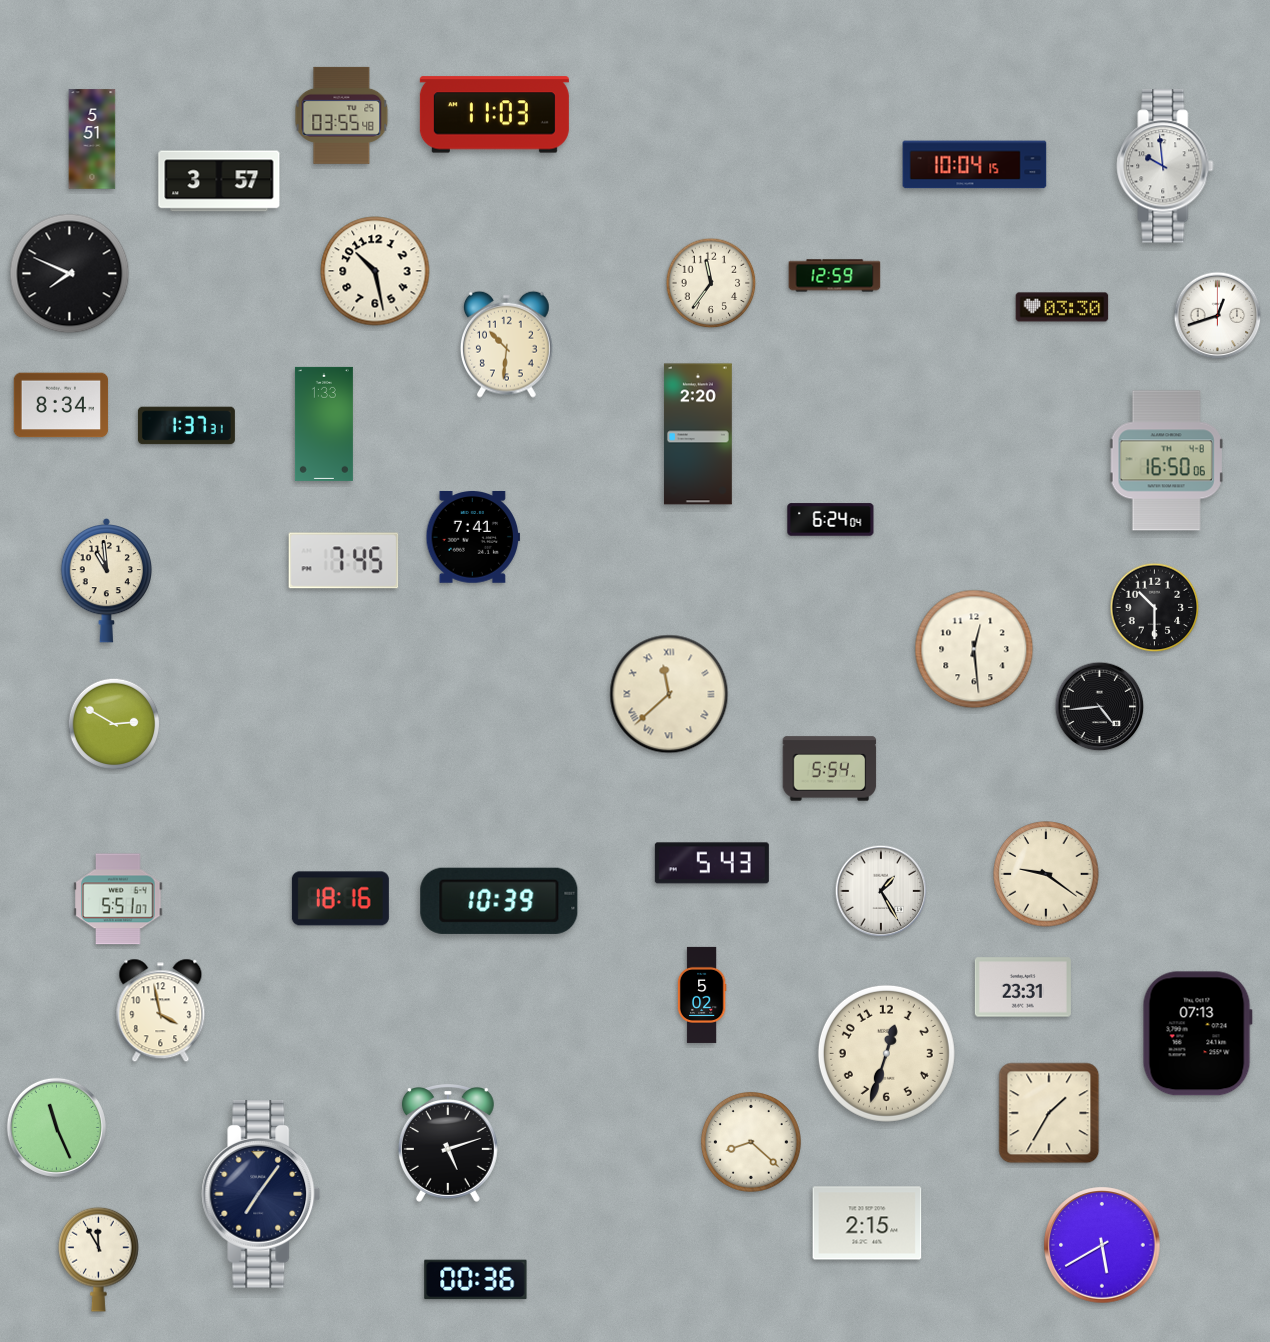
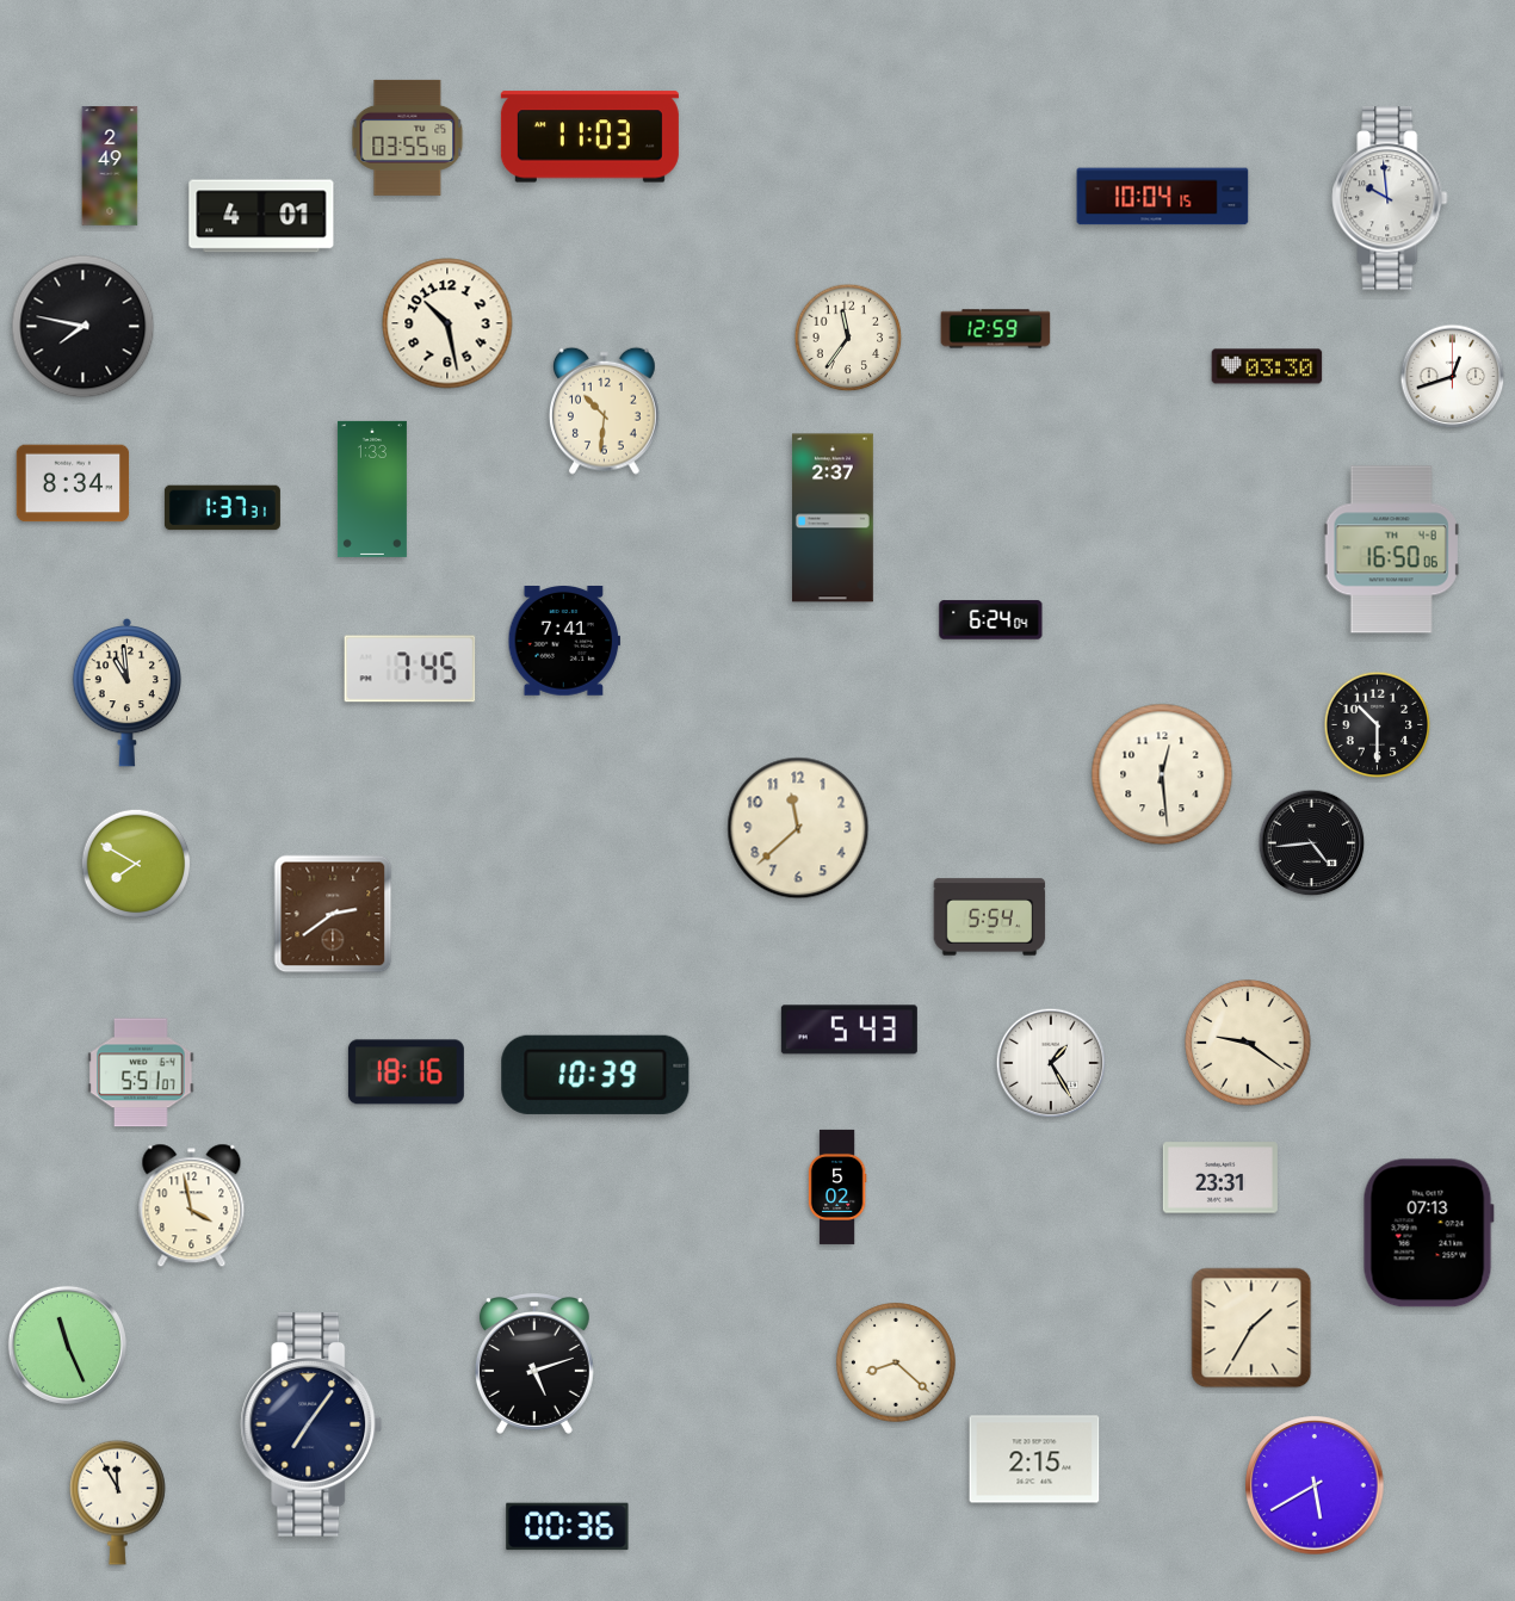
clock at (92, 139): 5:51 -> 2:49
clock at (219, 181): 3:57 -> 4:01
clock at (70, 274): 7:49 -> 7:47
clock at (324, 424) position: (324, 424) -> (372, 489)
clock at (698, 434): 2:20 -> 2:37
clock at (669, 694) numerals: Roman -> Arabic
clock at (114, 724): 2:50 -> 7:50
clock at (333, 914): none -> 2:39
clock at (886, 1053): 12:33 -> none
